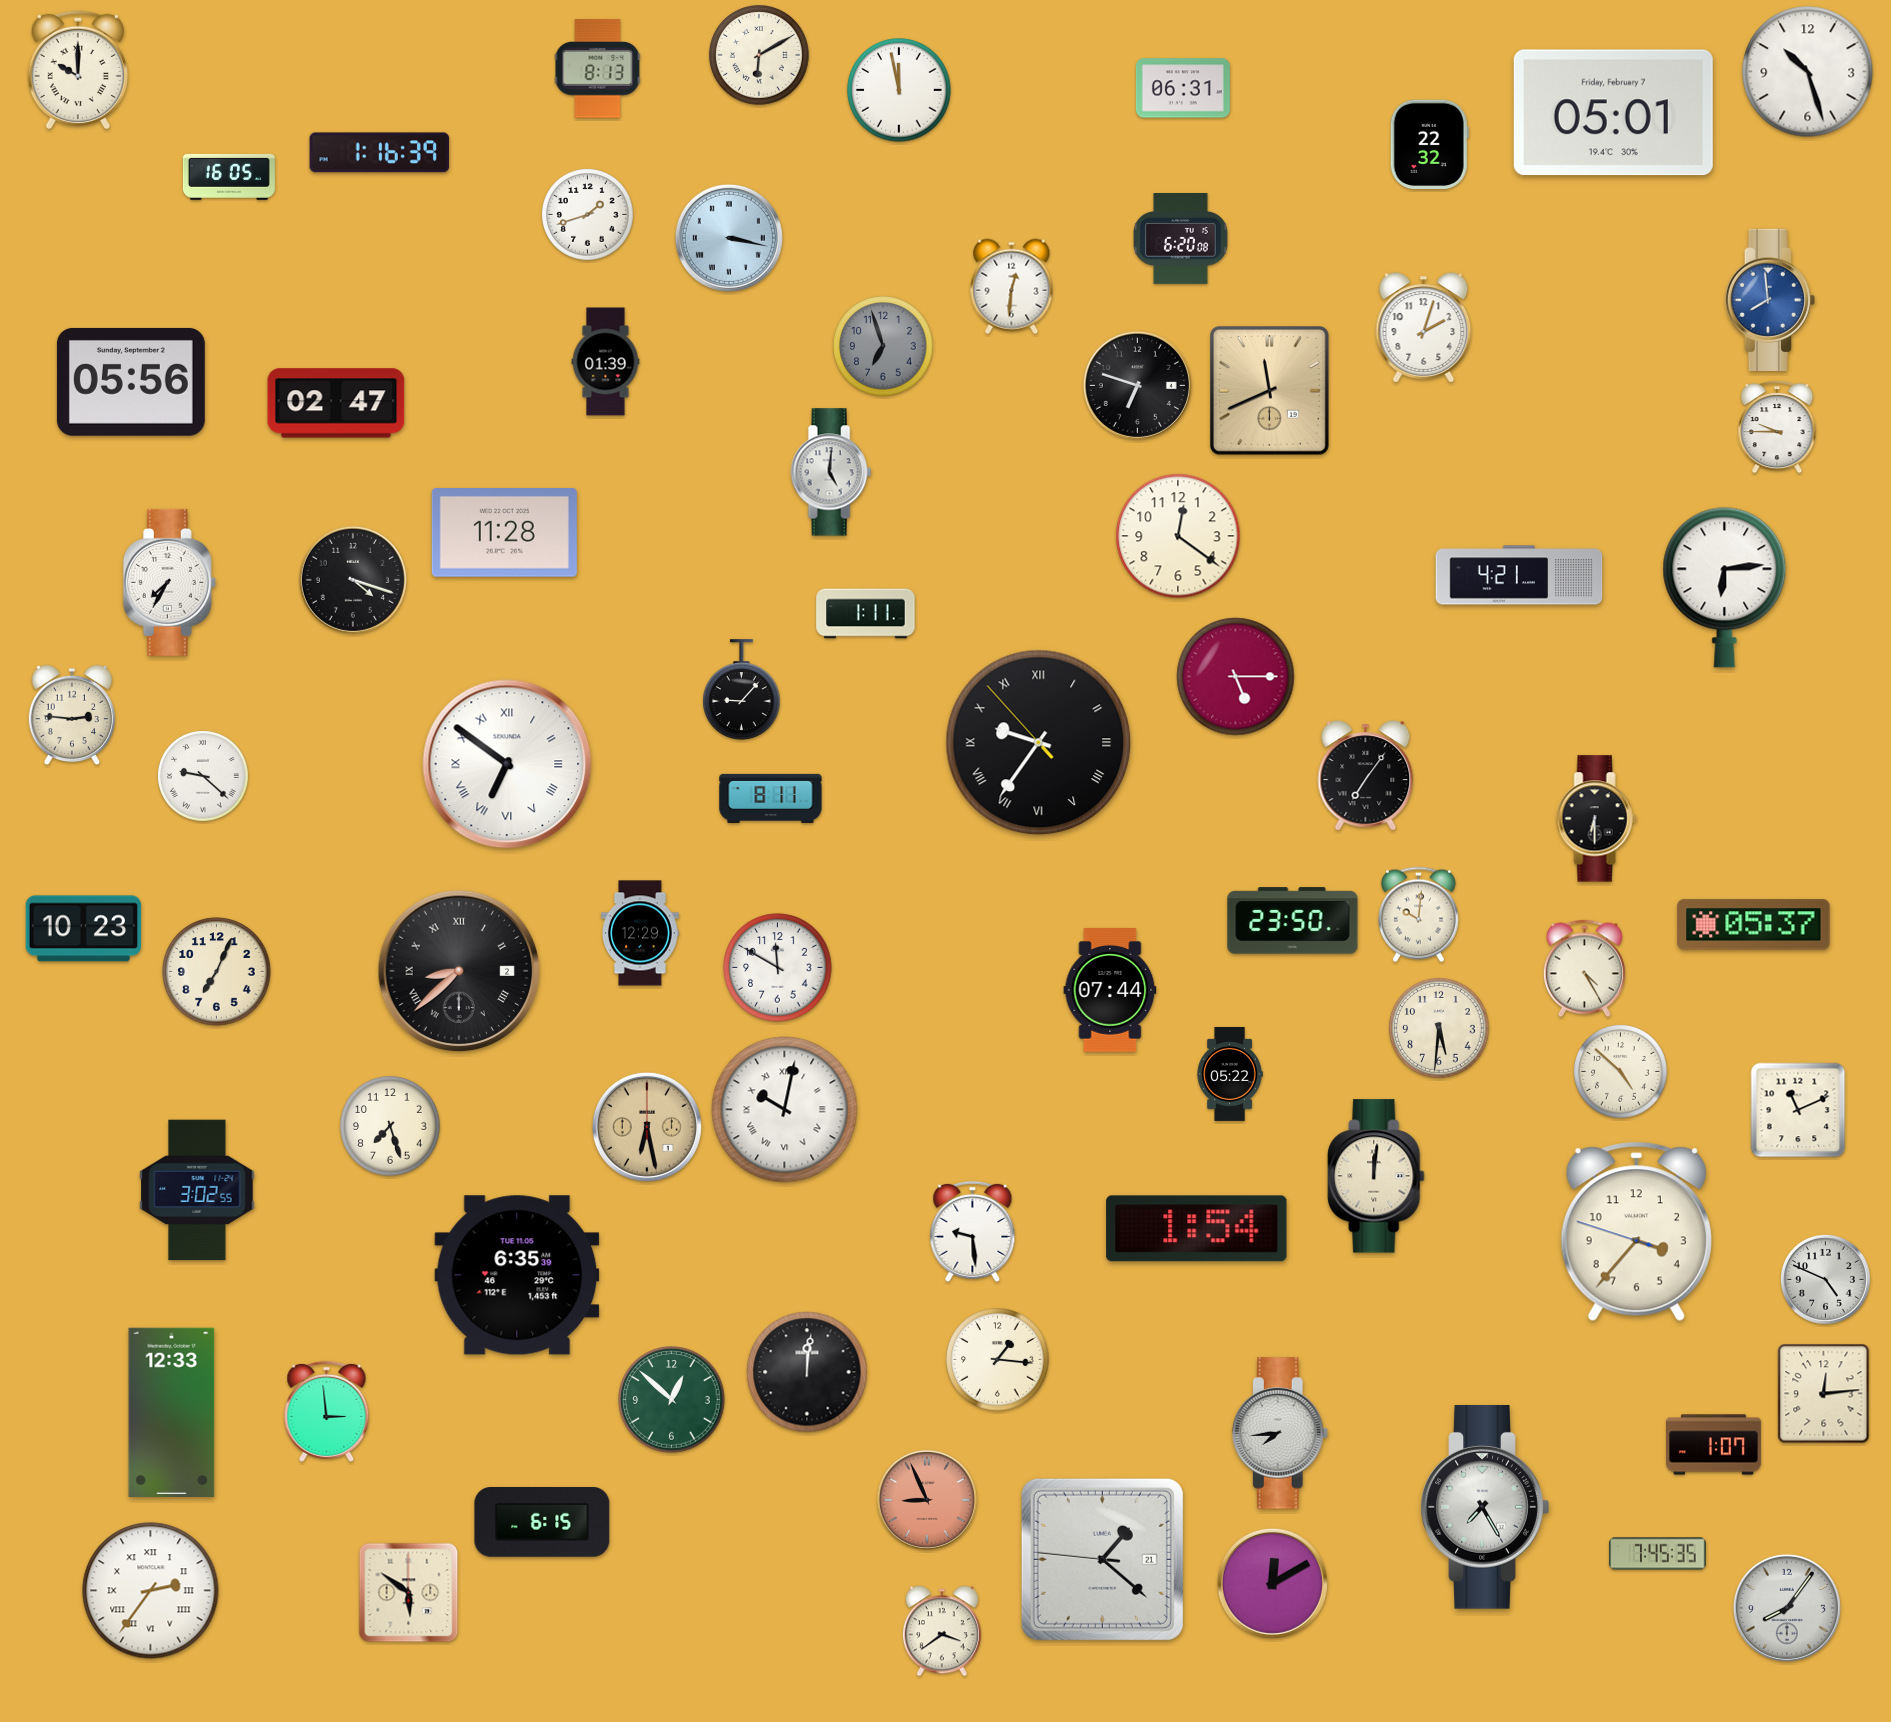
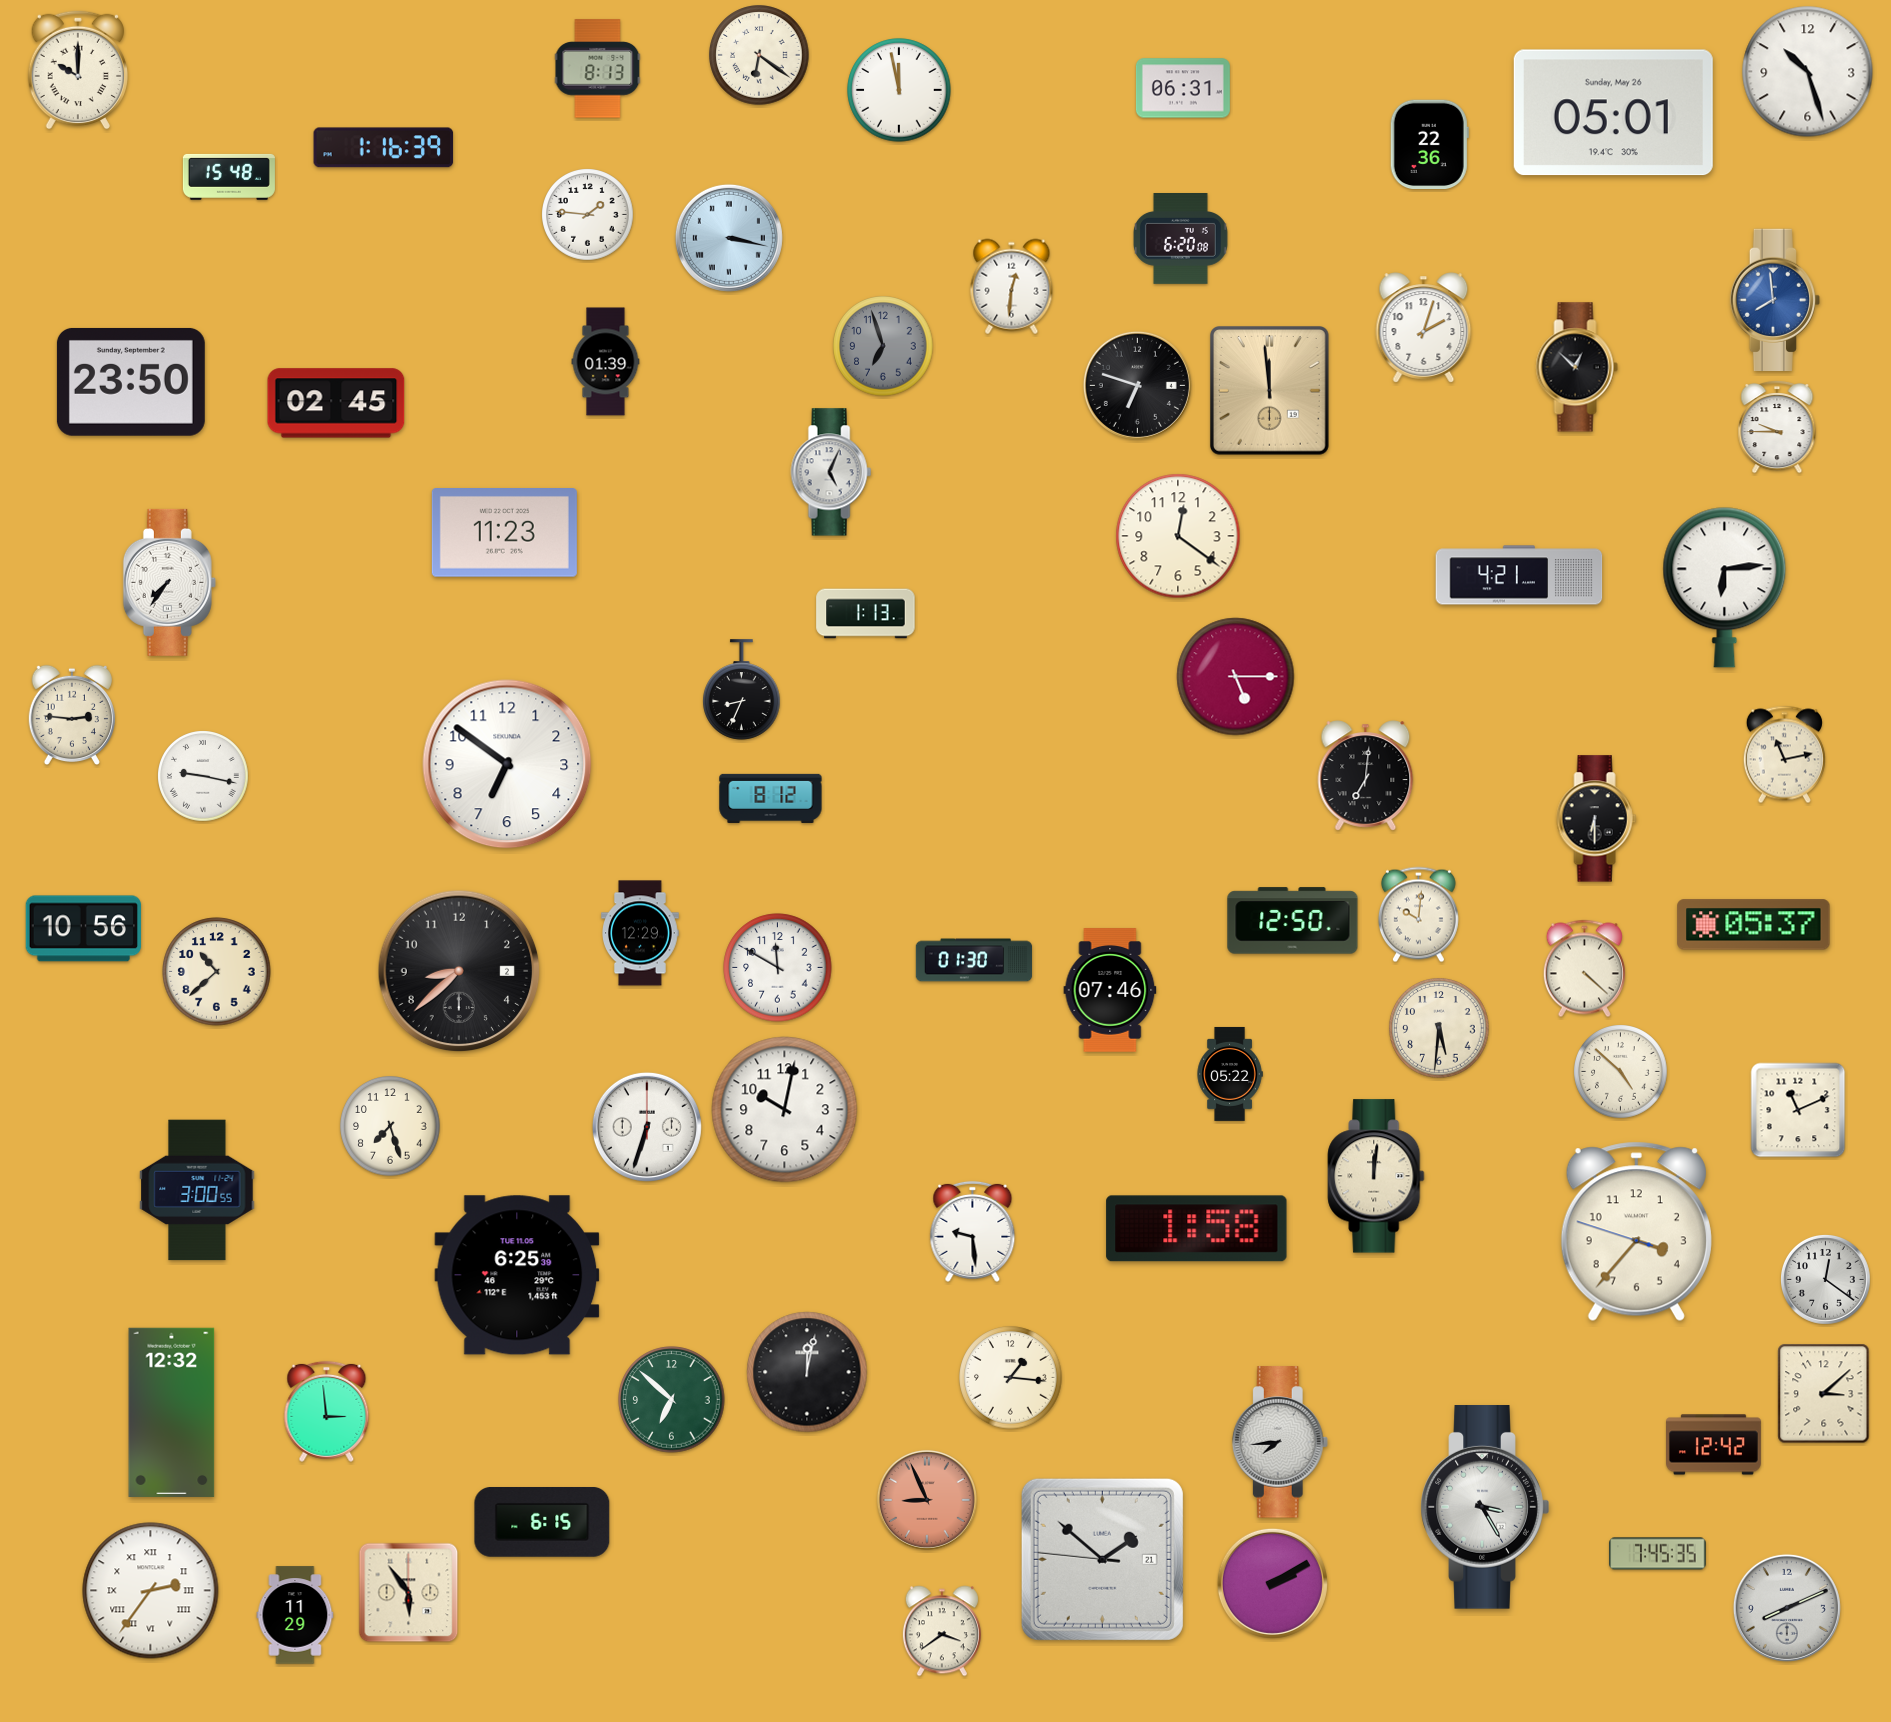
clock at (759, 55): 6:10 -> 6:21
clock at (1613, 113) date: Friday, February 7 -> Sunday, May 26
clock at (1429, 144): 22:32 -> 22:36
clock at (380, 153) position: (380, 153) -> (384, 148)
clock at (229, 177): 16:05 -> 15:48
clock at (588, 215): 1:42 -> 1:46
clock at (1769, 299) position: (1769, 299) -> (1774, 299)
clock at (1577, 367): none -> 12:52
clock at (131, 382): 05:56 -> 23:50
clock at (1270, 391): 11:41 -> 11:59
clock at (336, 403): 02:47 -> 02:45
clock at (831, 472): 5:01 -> 5:04
clock at (504, 533): 11:28 -> 11:23
clock at (353, 580): 4:18 -> none
clock at (169, 582): 7:35 -> 7:36
clock at (866, 614): 1:11 -> 1:13
clock at (742, 690): 9:07 -> 8:34
clock at (1039, 743): 9:35 -> none
clock at (1784, 755): none -> 11:13
clock at (507, 764) numerals: Roman -> Arabic
clock at (1366, 776): 7:06 -> 7:01
clock at (204, 777): 9:22 -> 9:17
clock at (771, 798): 8:11 -> 8:12
clock at (1293, 921): 23:50 -> 12:50
clock at (84, 929): 10:23 -> 10:56
clock at (974, 960): none -> 01:30
clock at (1584, 969): 4:25 -> 4:22
clock at (459, 971) numerals: Roman -> Arabic
clock at (217, 972): 7:04 -> 10:38
clock at (1110, 990): 07:44 -> 07:46
clock at (785, 1110) numerals: Roman -> Arabic
clock at (647, 1127): 6:28 -> 6:33
clock at (647, 1127) dial: champagne -> white
clock at (197, 1190): 3:02 -> 3:00
clock at (1197, 1229): 1:54 -> 1:58
clock at (517, 1275): 6:35 -> 6:25
clock at (1826, 1280): 4:49 -> 12:21
clock at (998, 1360) position: (998, 1360) -> (1011, 1378)
clock at (807, 1372): 12:01 -> 12:02
clock at (1824, 1394): 12:14 -> 3:08
clock at (672, 1400): 12:52 -> 6:52
clock at (172, 1412): 12:33 -> 12:32
clock at (1280, 1433) position: (1280, 1433) -> (1280, 1442)
clock at (1714, 1445): 1:07 -> 12:42
clock at (1485, 1508): 7:25 -> 3:25
clock at (1102, 1559): 1:21 -> 1:51
clock at (1272, 1583): 12:10 -> 2:10
clock at (409, 1593): 5:51 -> 5:54
clock at (1787, 1608): 8:06 -> 8:11
clock at (295, 1615): none -> 11:29
